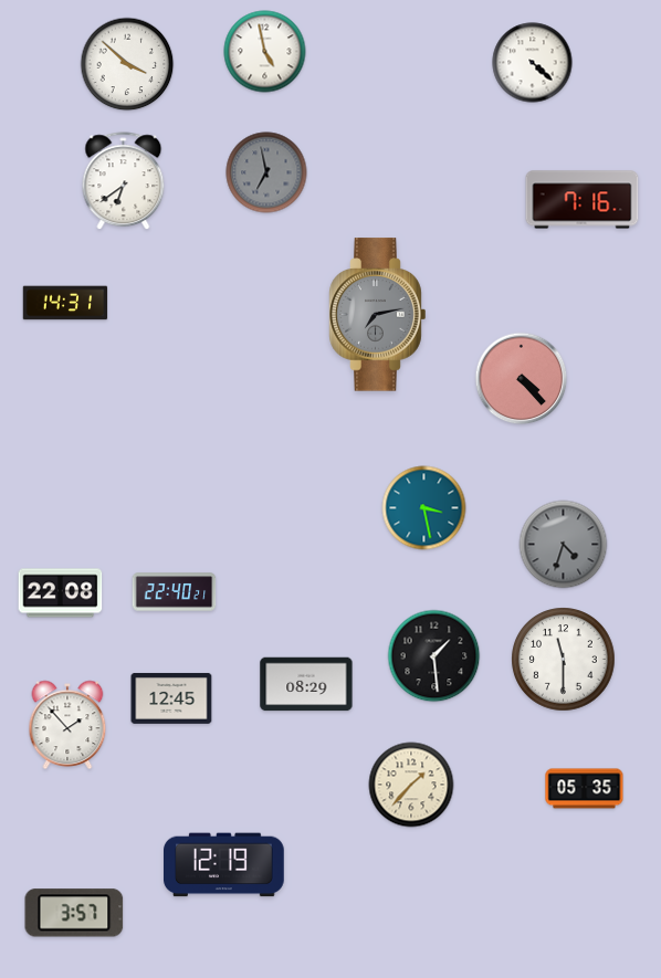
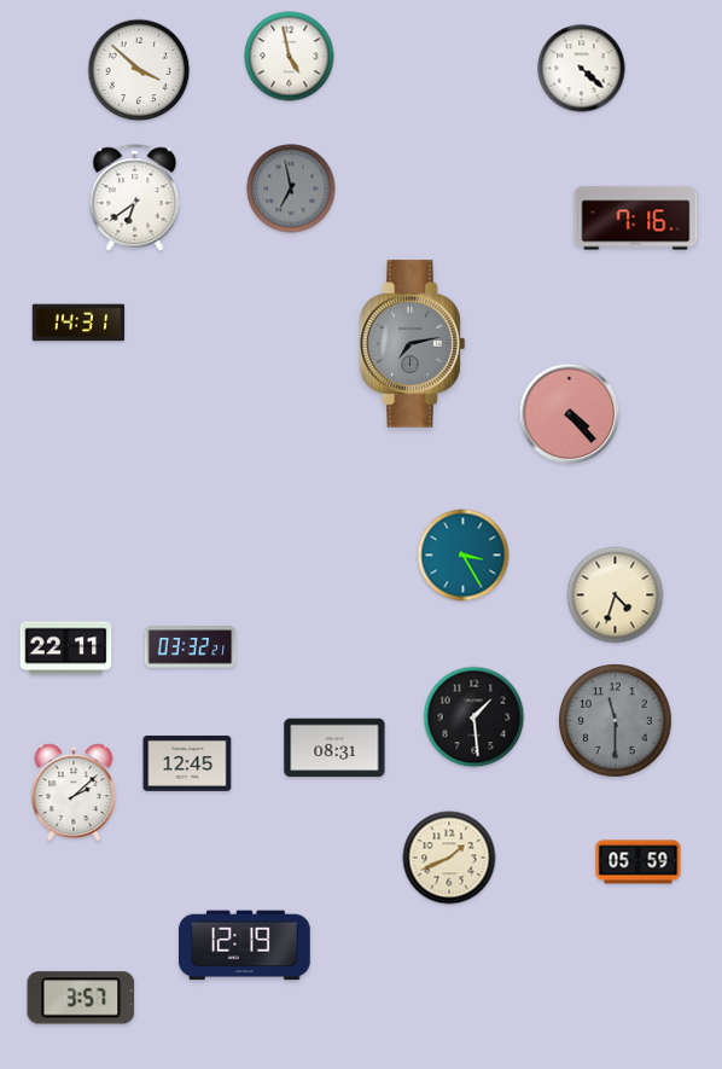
clock at (65, 303) position: (65, 303) -> (78, 323)
clock at (424, 508): 3:28 -> 3:25
clock at (564, 545) dial: grey -> cream
clock at (175, 592): 22:40 -> 03:32
clock at (61, 593): 22:08 -> 22:11
clock at (564, 660) dial: white -> grey
clock at (306, 684): 08:29 -> 08:31
clock at (67, 725): 1:53 -> 2:08
clock at (411, 785): 1:37 -> 1:41
clock at (585, 789): 05:35 -> 05:59
